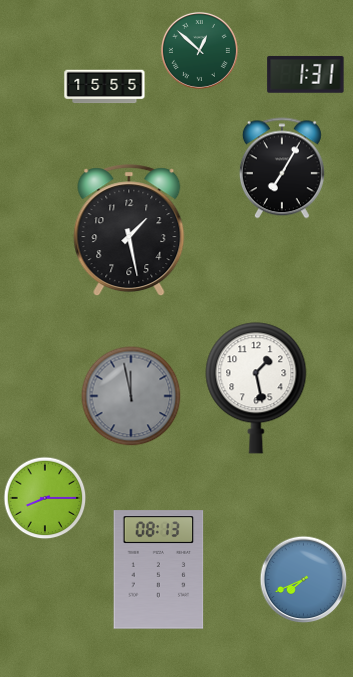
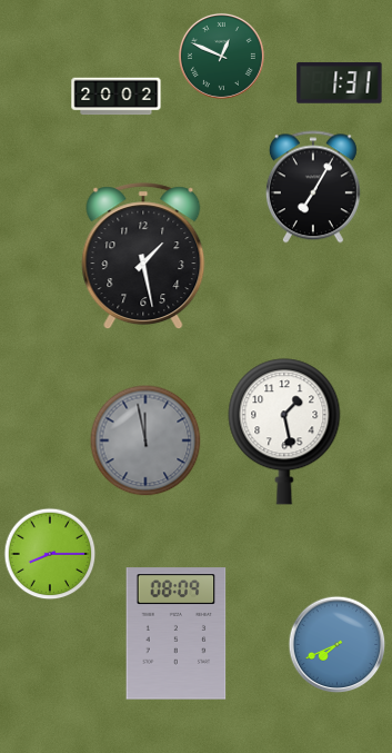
clock at (199, 50): 12:52 -> 12:49
clock at (105, 87): 15:55 -> 20:02
clock at (159, 570): 08:13 -> 08:09
